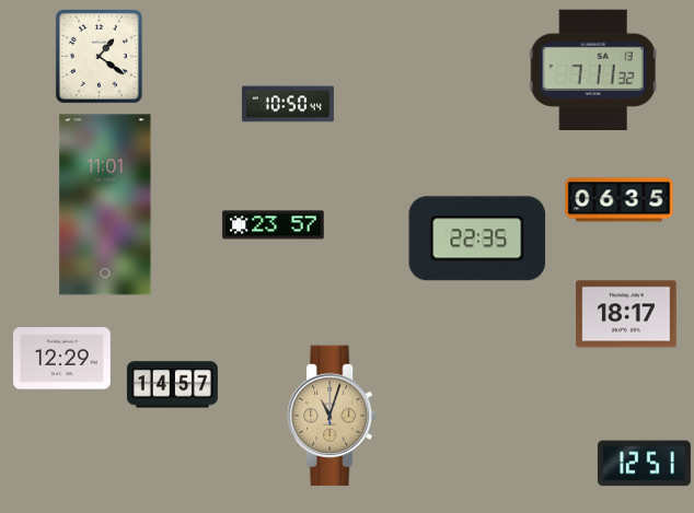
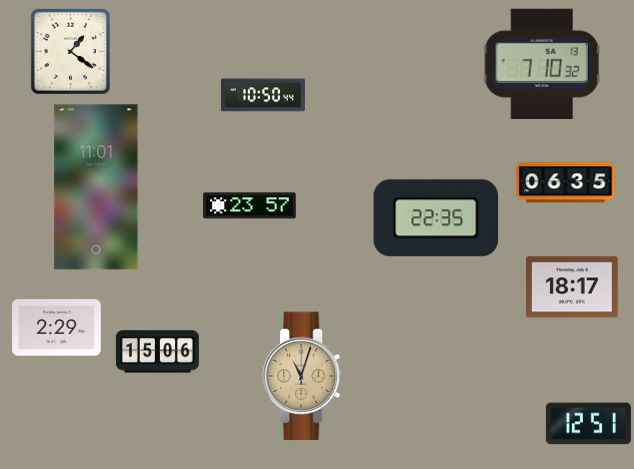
clock at (99, 56) position: (99, 56) -> (70, 51)
clock at (593, 69): 7:11 -> 7:10
clock at (62, 359): 12:29 -> 2:29
clock at (172, 385): 14:57 -> 15:06
clock at (333, 416) position: (333, 416) -> (304, 376)
